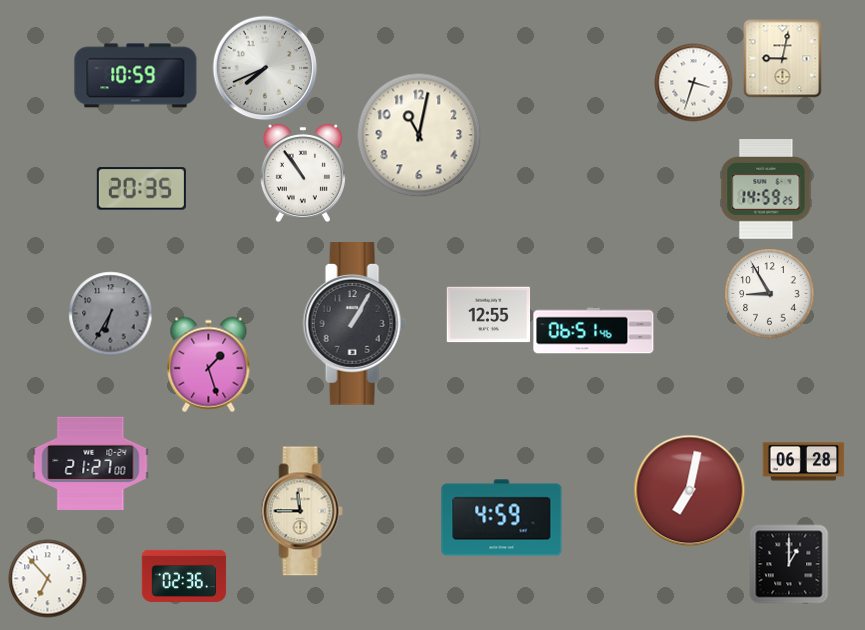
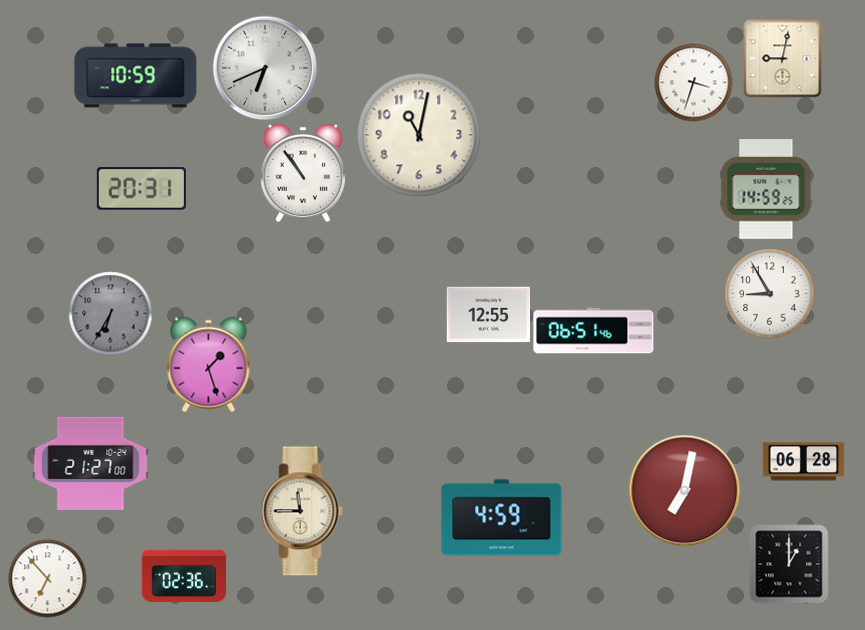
clock at (265, 68): 7:41 -> 6:41
clock at (141, 189): 20:35 -> 20:31
clock at (354, 324): 1:05 -> none
clock at (689, 490) position: (689, 490) -> (684, 490)
